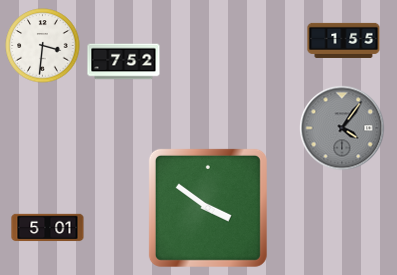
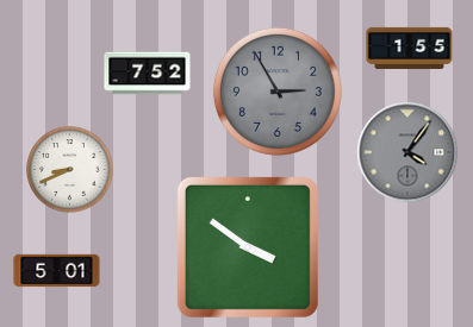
clock at (43, 46): 3:31 -> none
clock at (278, 92): none -> 2:55
clock at (70, 170): none -> 8:41
